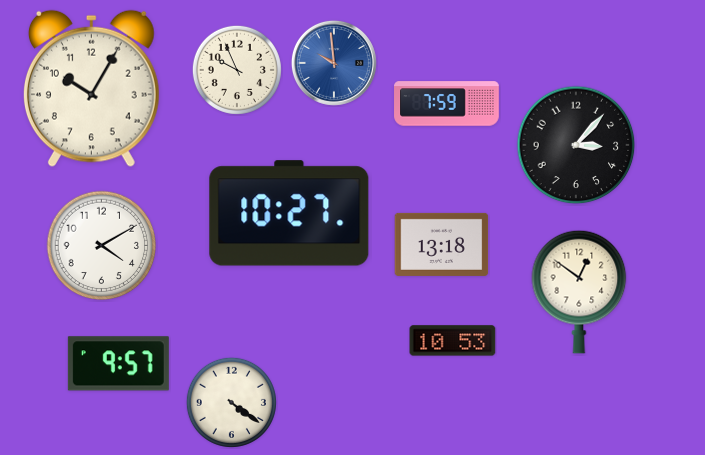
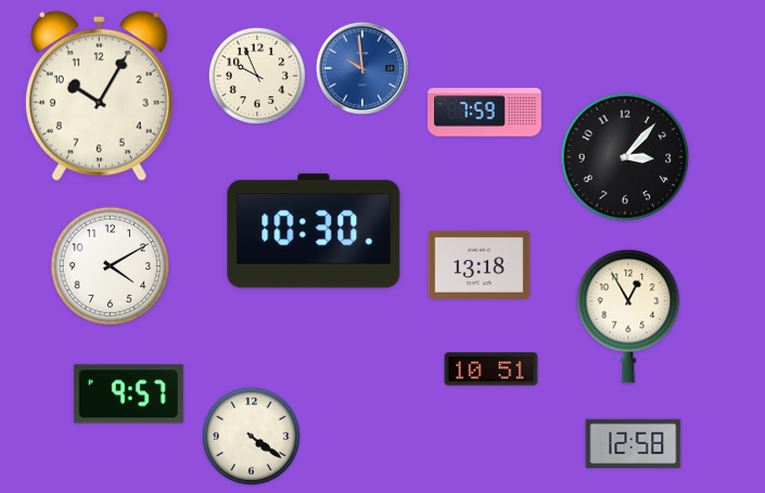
clock at (289, 213): 10:27 -> 10:30
clock at (579, 292): 12:51 -> 12:55
clock at (453, 341): 10:53 -> 10:51
clock at (634, 444): none -> 12:58
